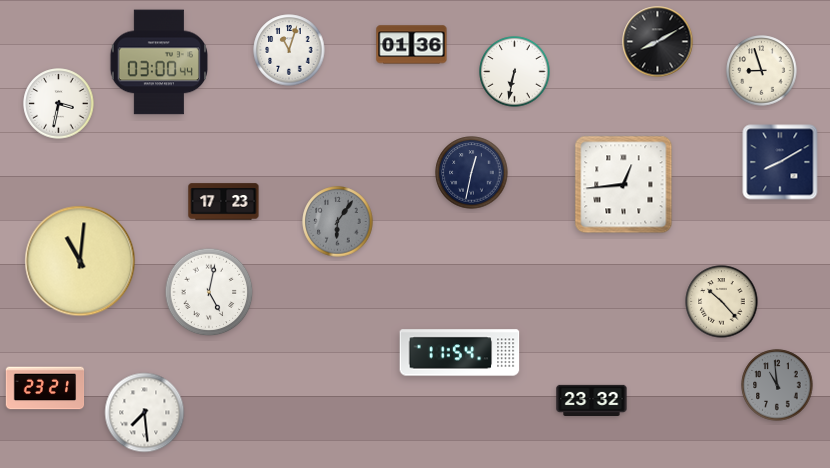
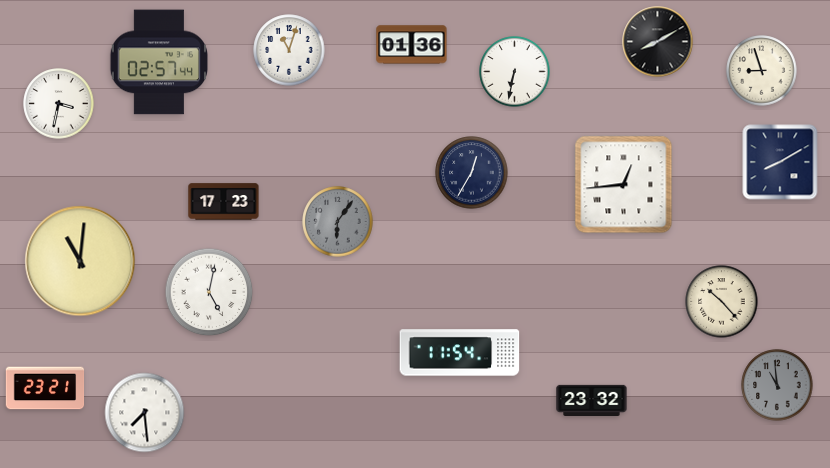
clock at (158, 62): 03:00 -> 02:57
clock at (472, 173): 12:32 -> 12:35
